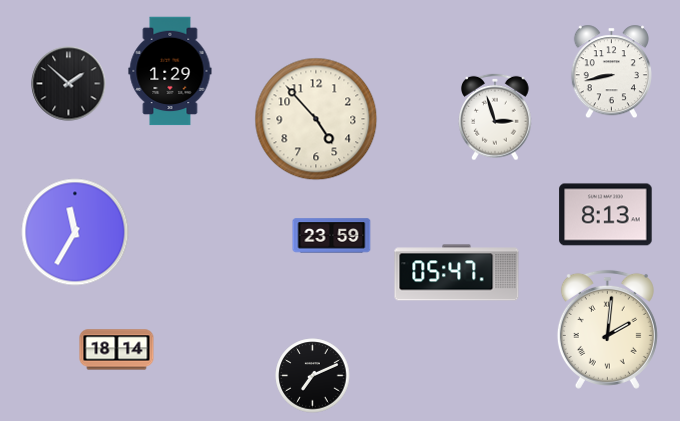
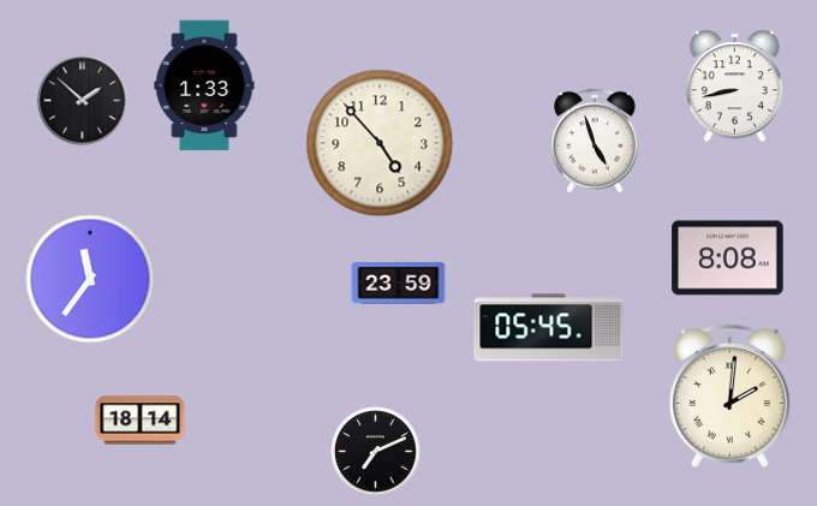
clock at (170, 71): 1:29 -> 1:33
clock at (496, 117): 2:57 -> 4:57
clock at (606, 215): 8:13 -> 8:08
clock at (75, 232): 11:35 -> 11:36
clock at (457, 273): 05:47 -> 05:45
